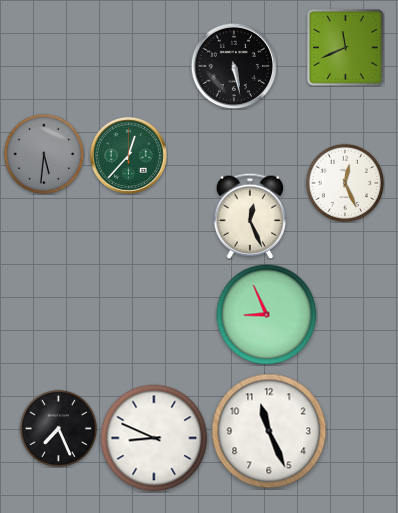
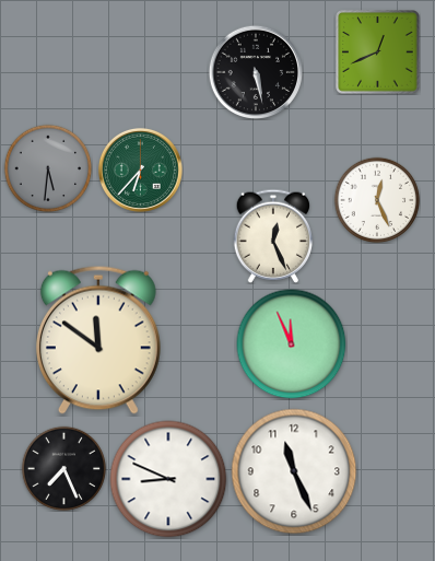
clock at (346, 48): 11:41 -> 12:41
clock at (128, 155): 12:37 -> 6:37
clock at (98, 340): none -> 11:51
clock at (267, 315): 8:56 -> 11:56
